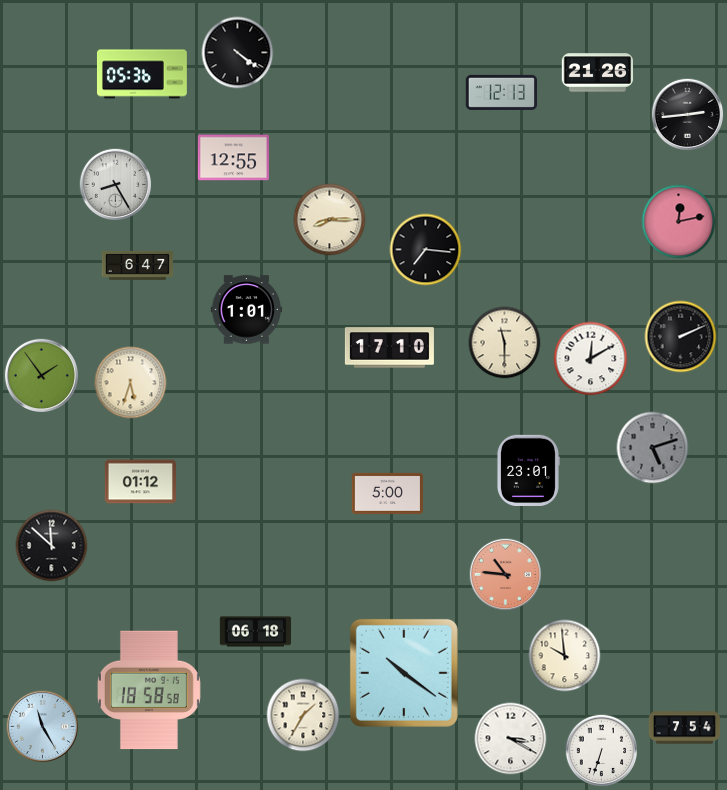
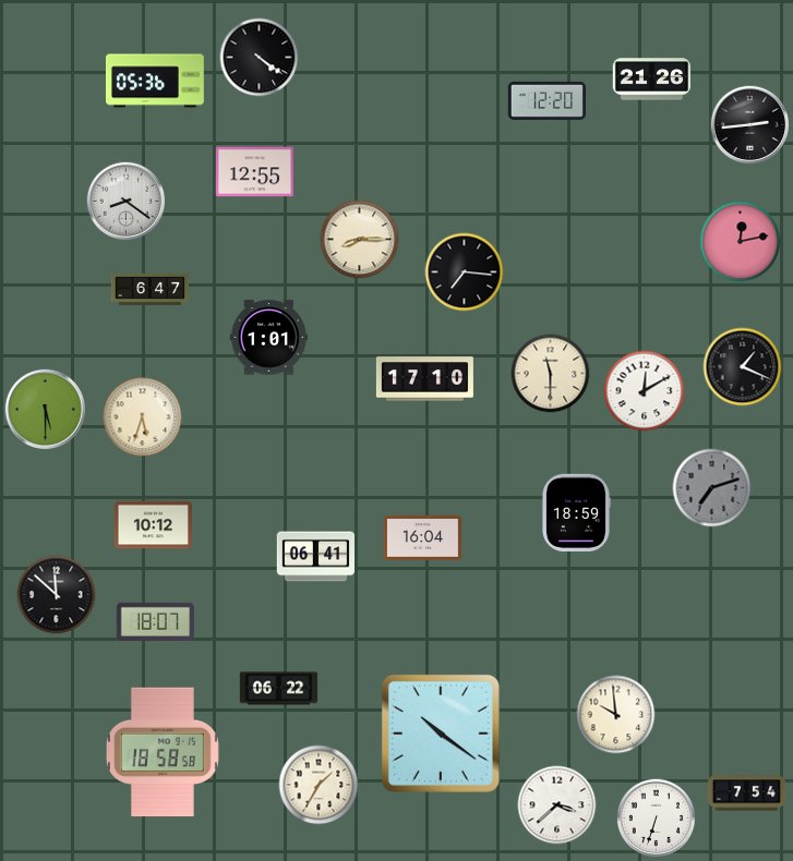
clock at (502, 92): 12:13 -> 12:20
clock at (116, 185): 8:25 -> 8:21
clock at (681, 337): 2:11 -> 1:19
clock at (41, 375): 1:54 -> 5:30
clock at (653, 448): 5:12 -> 7:12
clock at (528, 470): 23:01 -> 18:59
clock at (140, 482): 01:12 -> 10:12
clock at (388, 493): 5:00 -> 16:04
clock at (315, 557): none -> 06:41
clock at (155, 621): none -> 18:07
clock at (506, 575): 10:46 -> none
clock at (256, 632): 06:18 -> 06:22
clock at (303, 715) position: (303, 715) -> (319, 785)
clock at (43, 727): 11:25 -> none
clock at (511, 739): 3:20 -> 3:38
